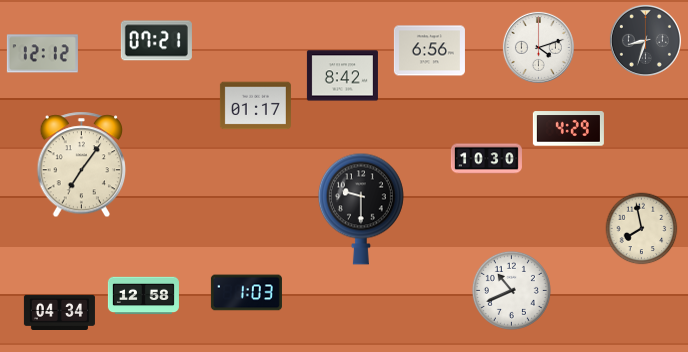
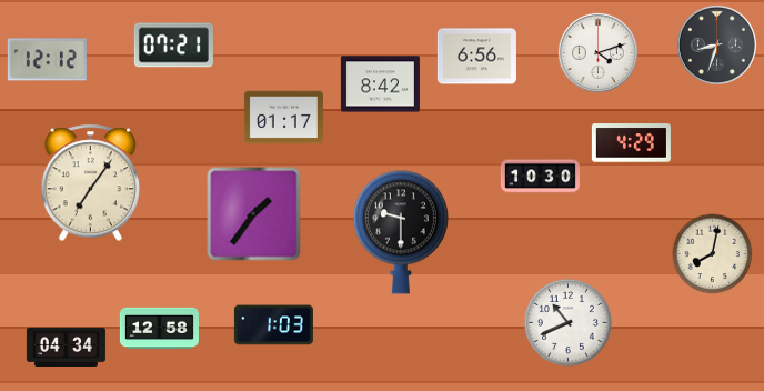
clock at (254, 214): none -> 1:36
clock at (642, 229): 7:58 -> 8:02
